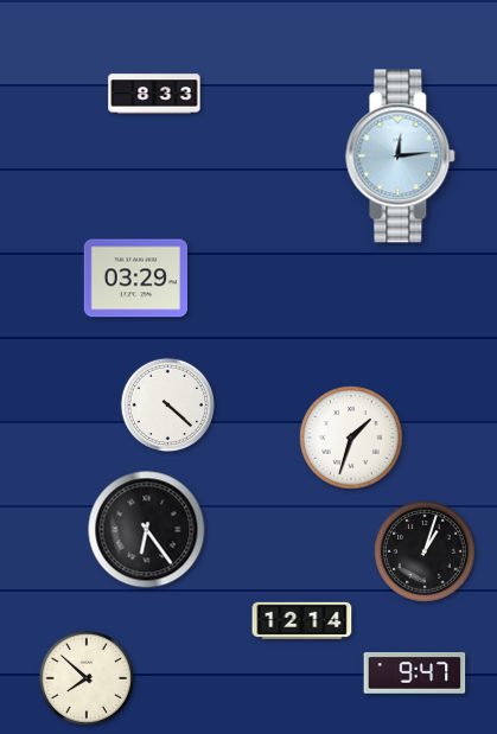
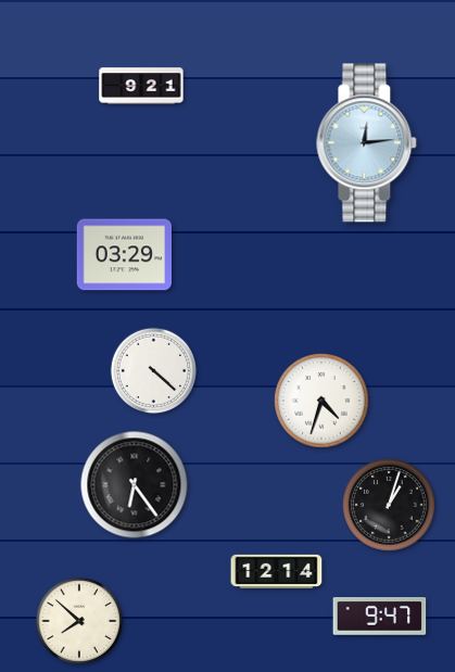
clock at (154, 94): 8:33 -> 9:21
clock at (351, 438): 1:33 -> 4:33
clock at (302, 620) position: (302, 620) -> (277, 571)
